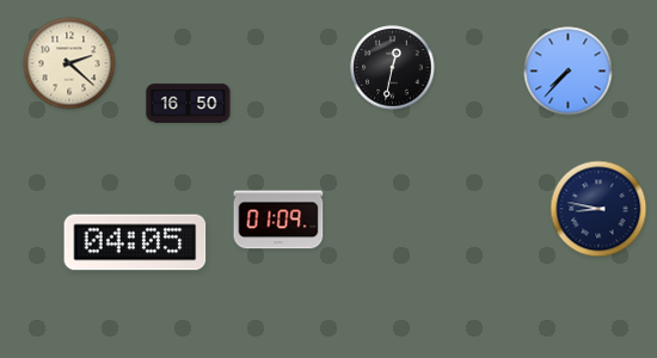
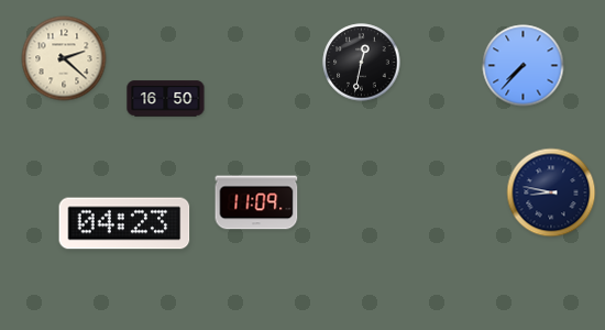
clock at (189, 104) position: (189, 104) -> (166, 99)
clock at (278, 220): 01:09 -> 11:09
clock at (135, 242): 04:05 -> 04:23
